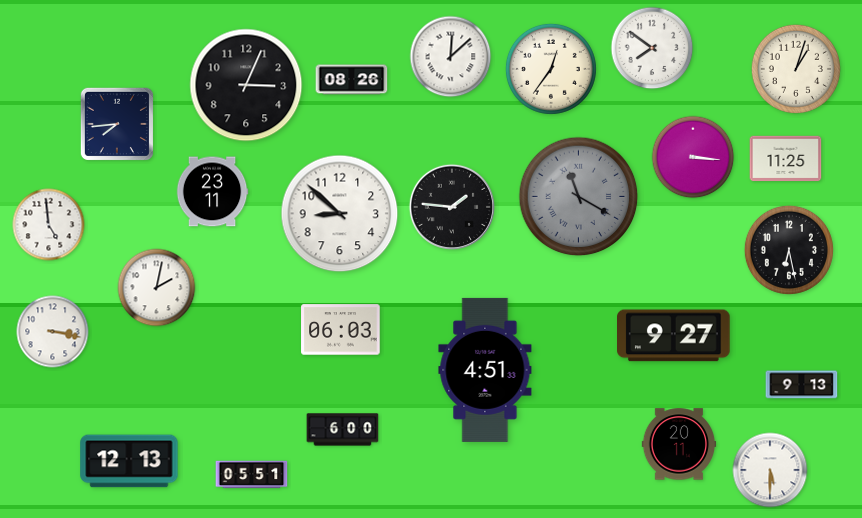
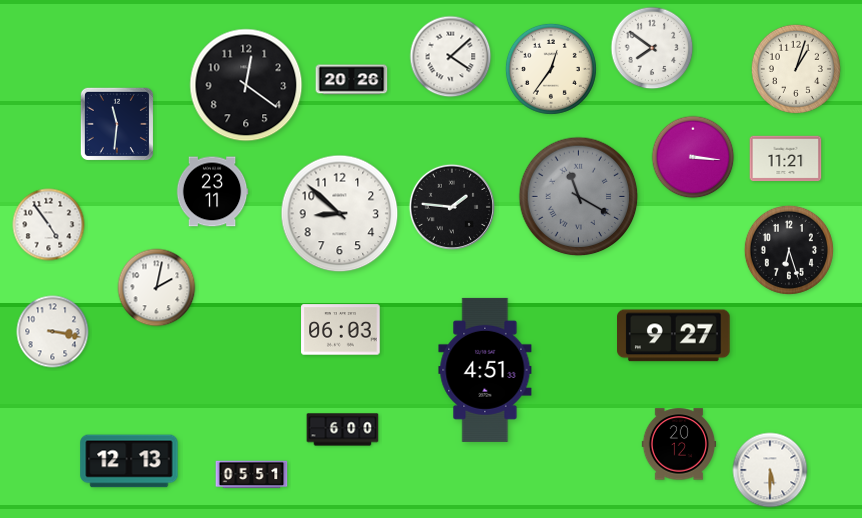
clock at (451, 57): 12:08 -> 4:08
clock at (352, 80): 08:26 -> 20:26
clock at (246, 85): 3:04 -> 12:21
clock at (117, 124): 7:44 -> 11:31
clock at (786, 159): 11:25 -> 11:21
clock at (49, 225): 4:59 -> 4:54
clock at (789, 250): 6:28 -> 6:27
clock at (802, 385): 9:13 -> none
clock at (679, 444): 20:11 -> 20:12
